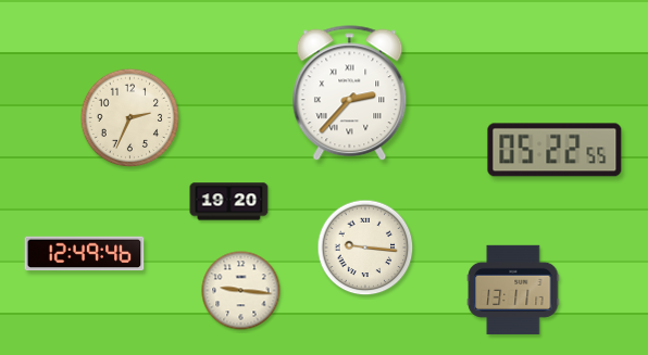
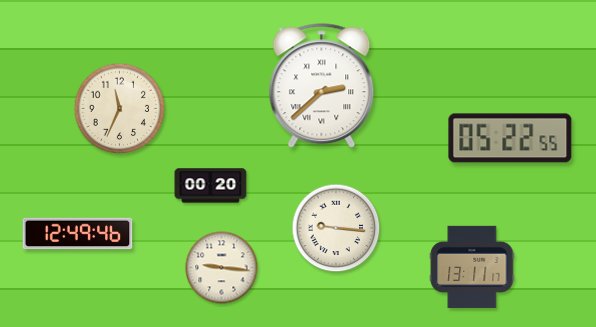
clock at (350, 93): 2:37 -> 2:38
clock at (130, 118): 2:34 -> 11:34
clock at (229, 202): 19:20 -> 00:20
